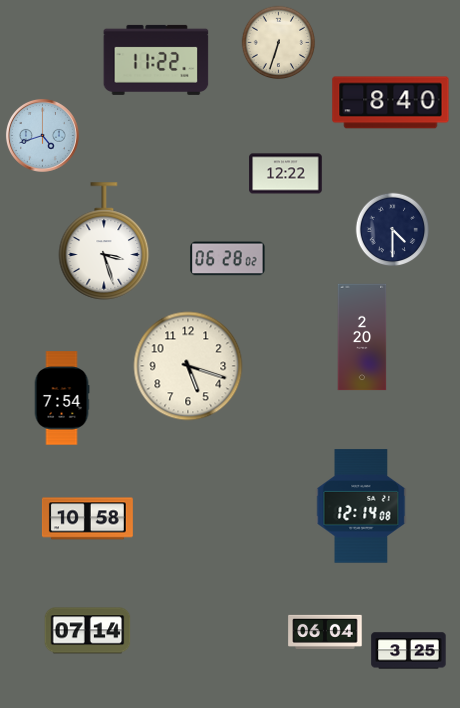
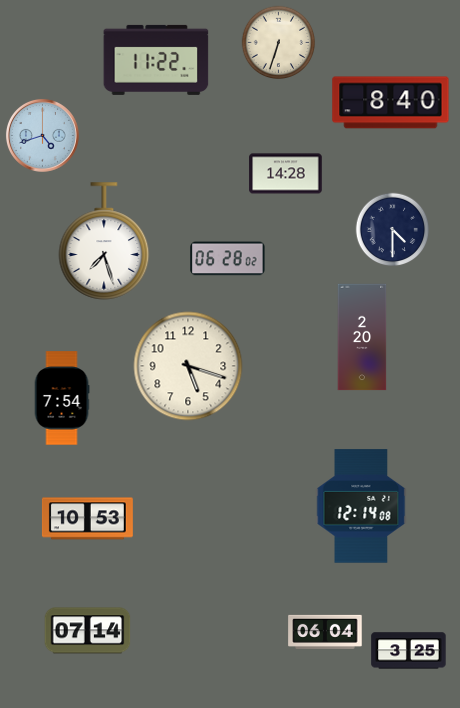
clock at (286, 174): 12:22 -> 14:28
clock at (104, 241): 3:27 -> 7:27
clock at (87, 519): 10:58 -> 10:53
